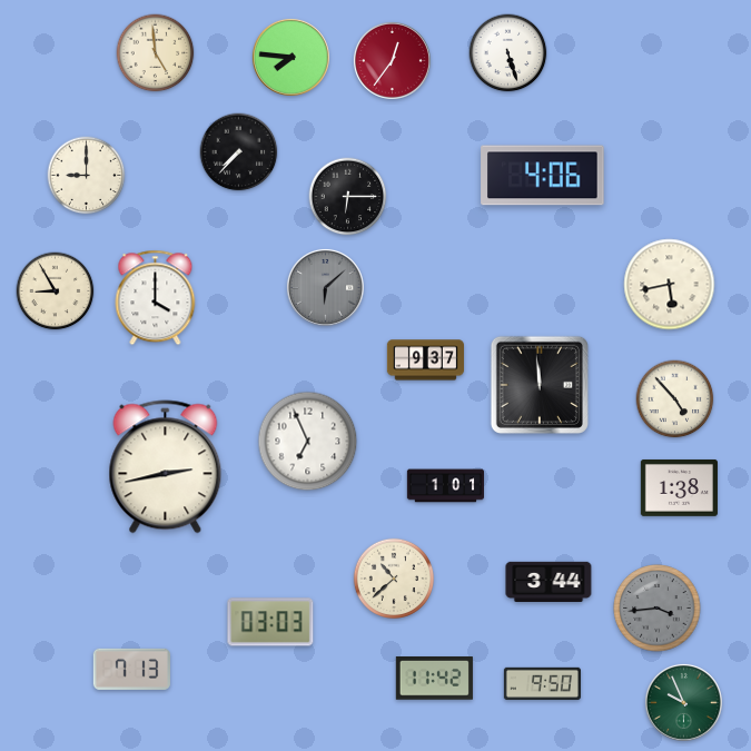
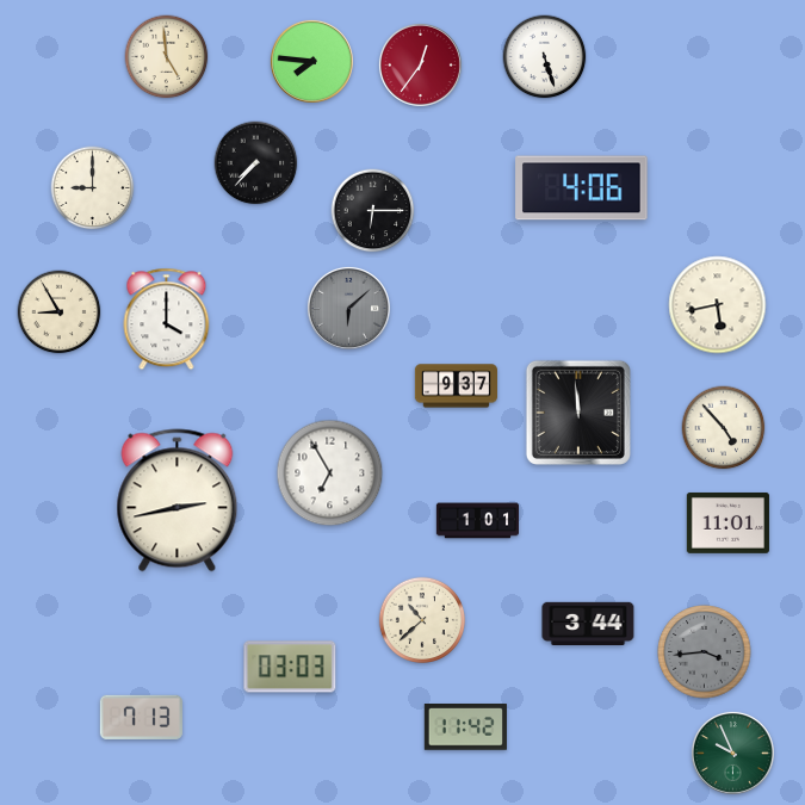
clock at (308, 442): 6:56 -> 6:55
clock at (679, 487): 1:38 -> 11:01
clock at (542, 683): 9:50 -> none
